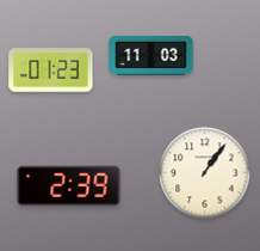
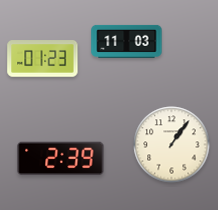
clock at (151, 55) position: (151, 55) -> (127, 41)
clock at (69, 186) position: (69, 186) -> (61, 159)
